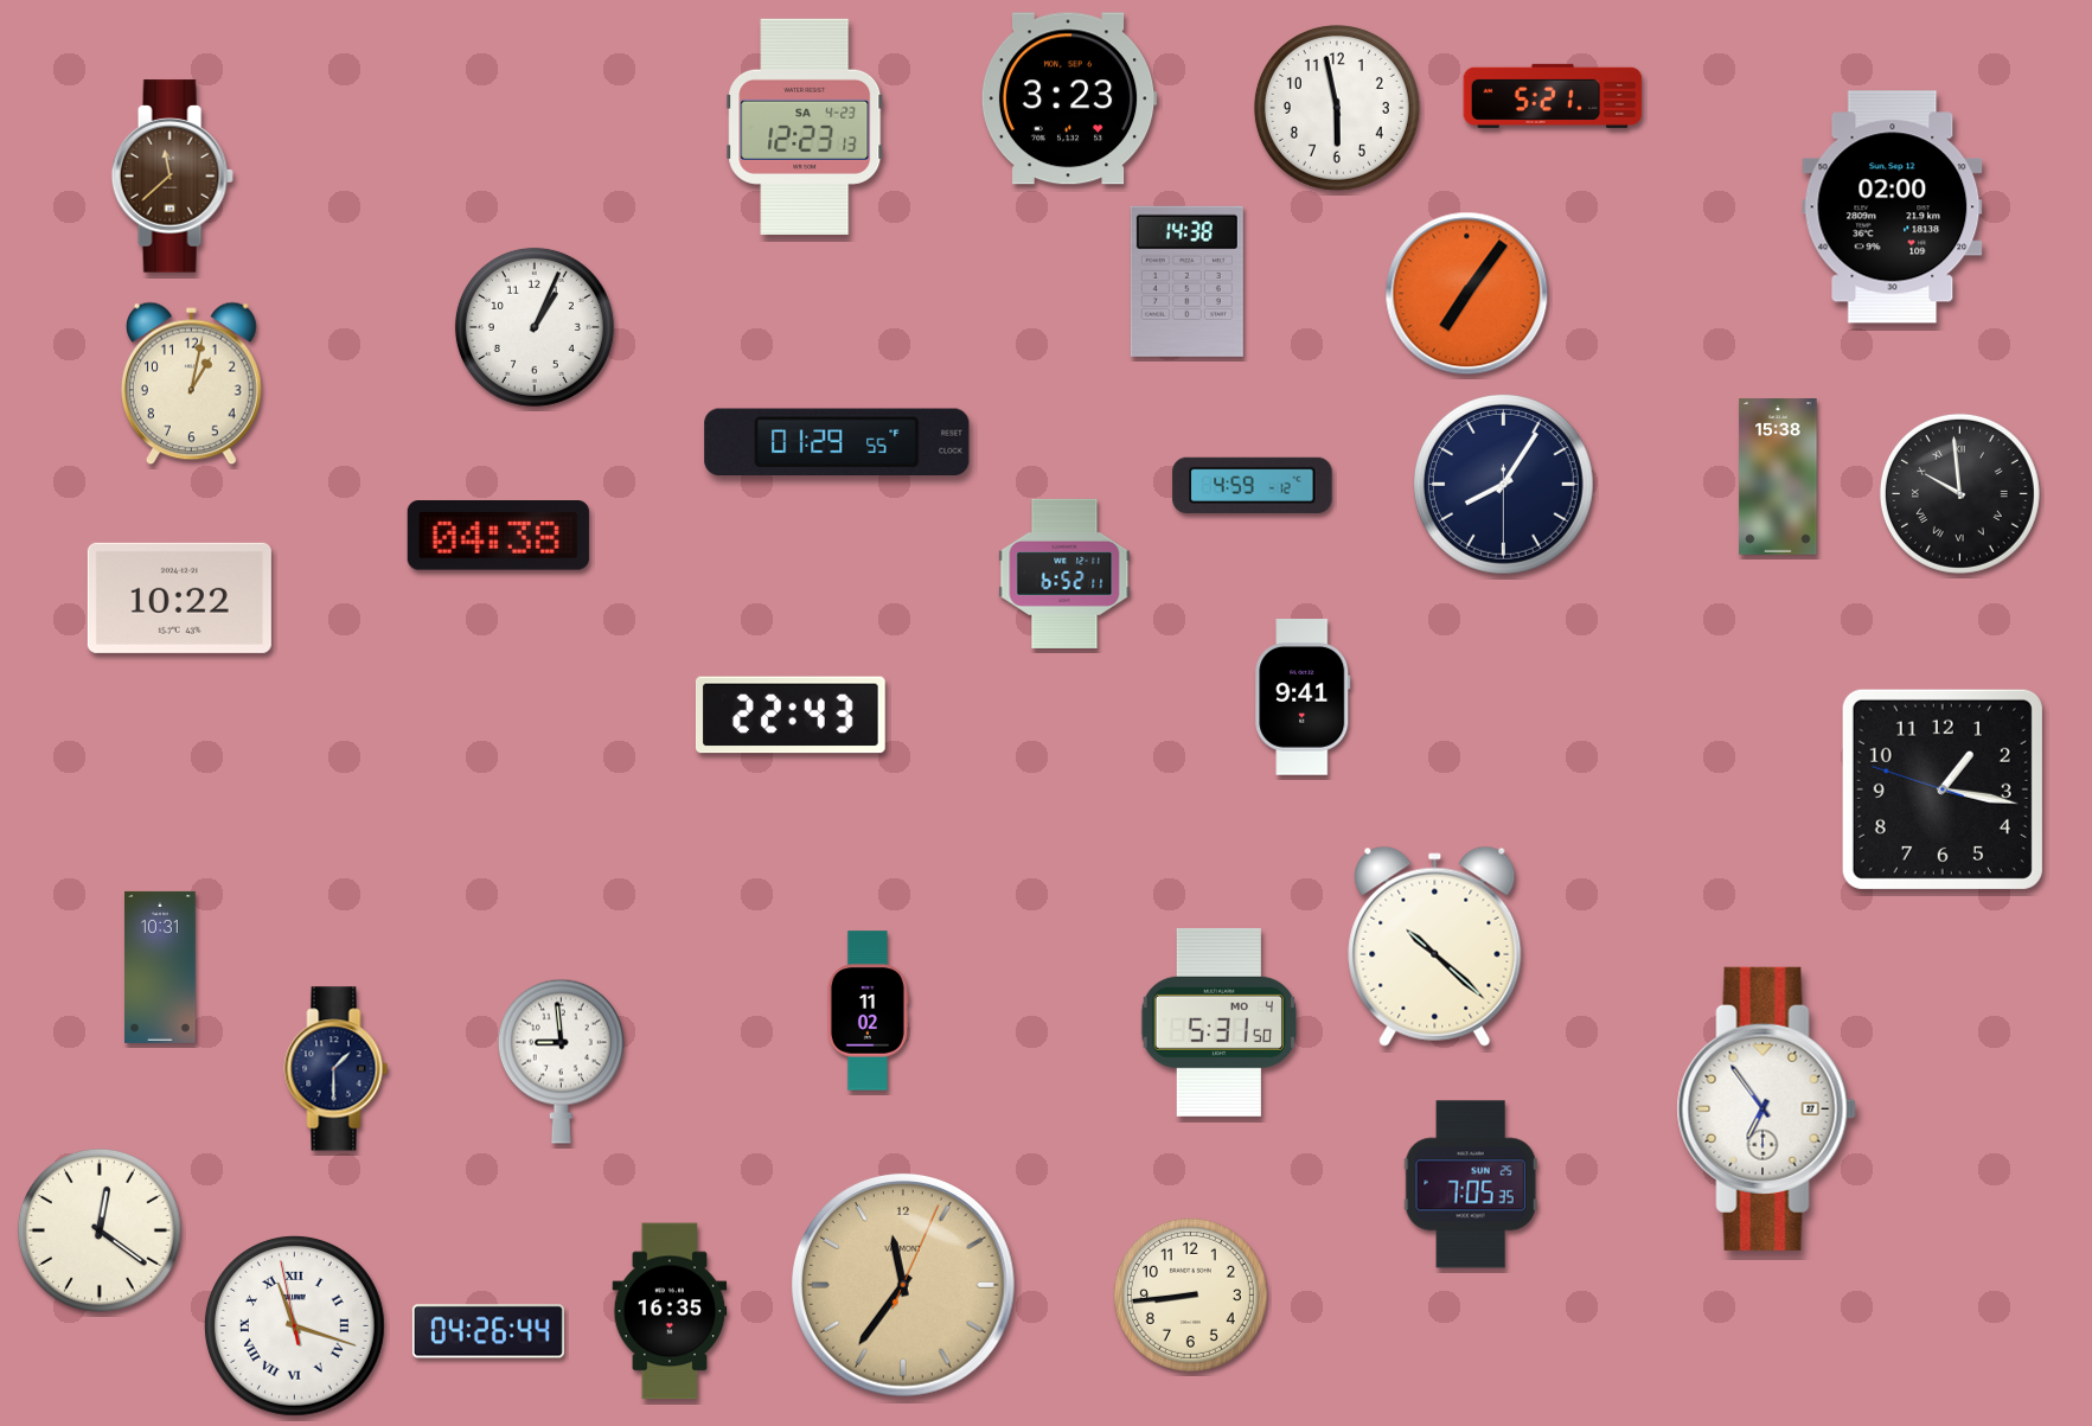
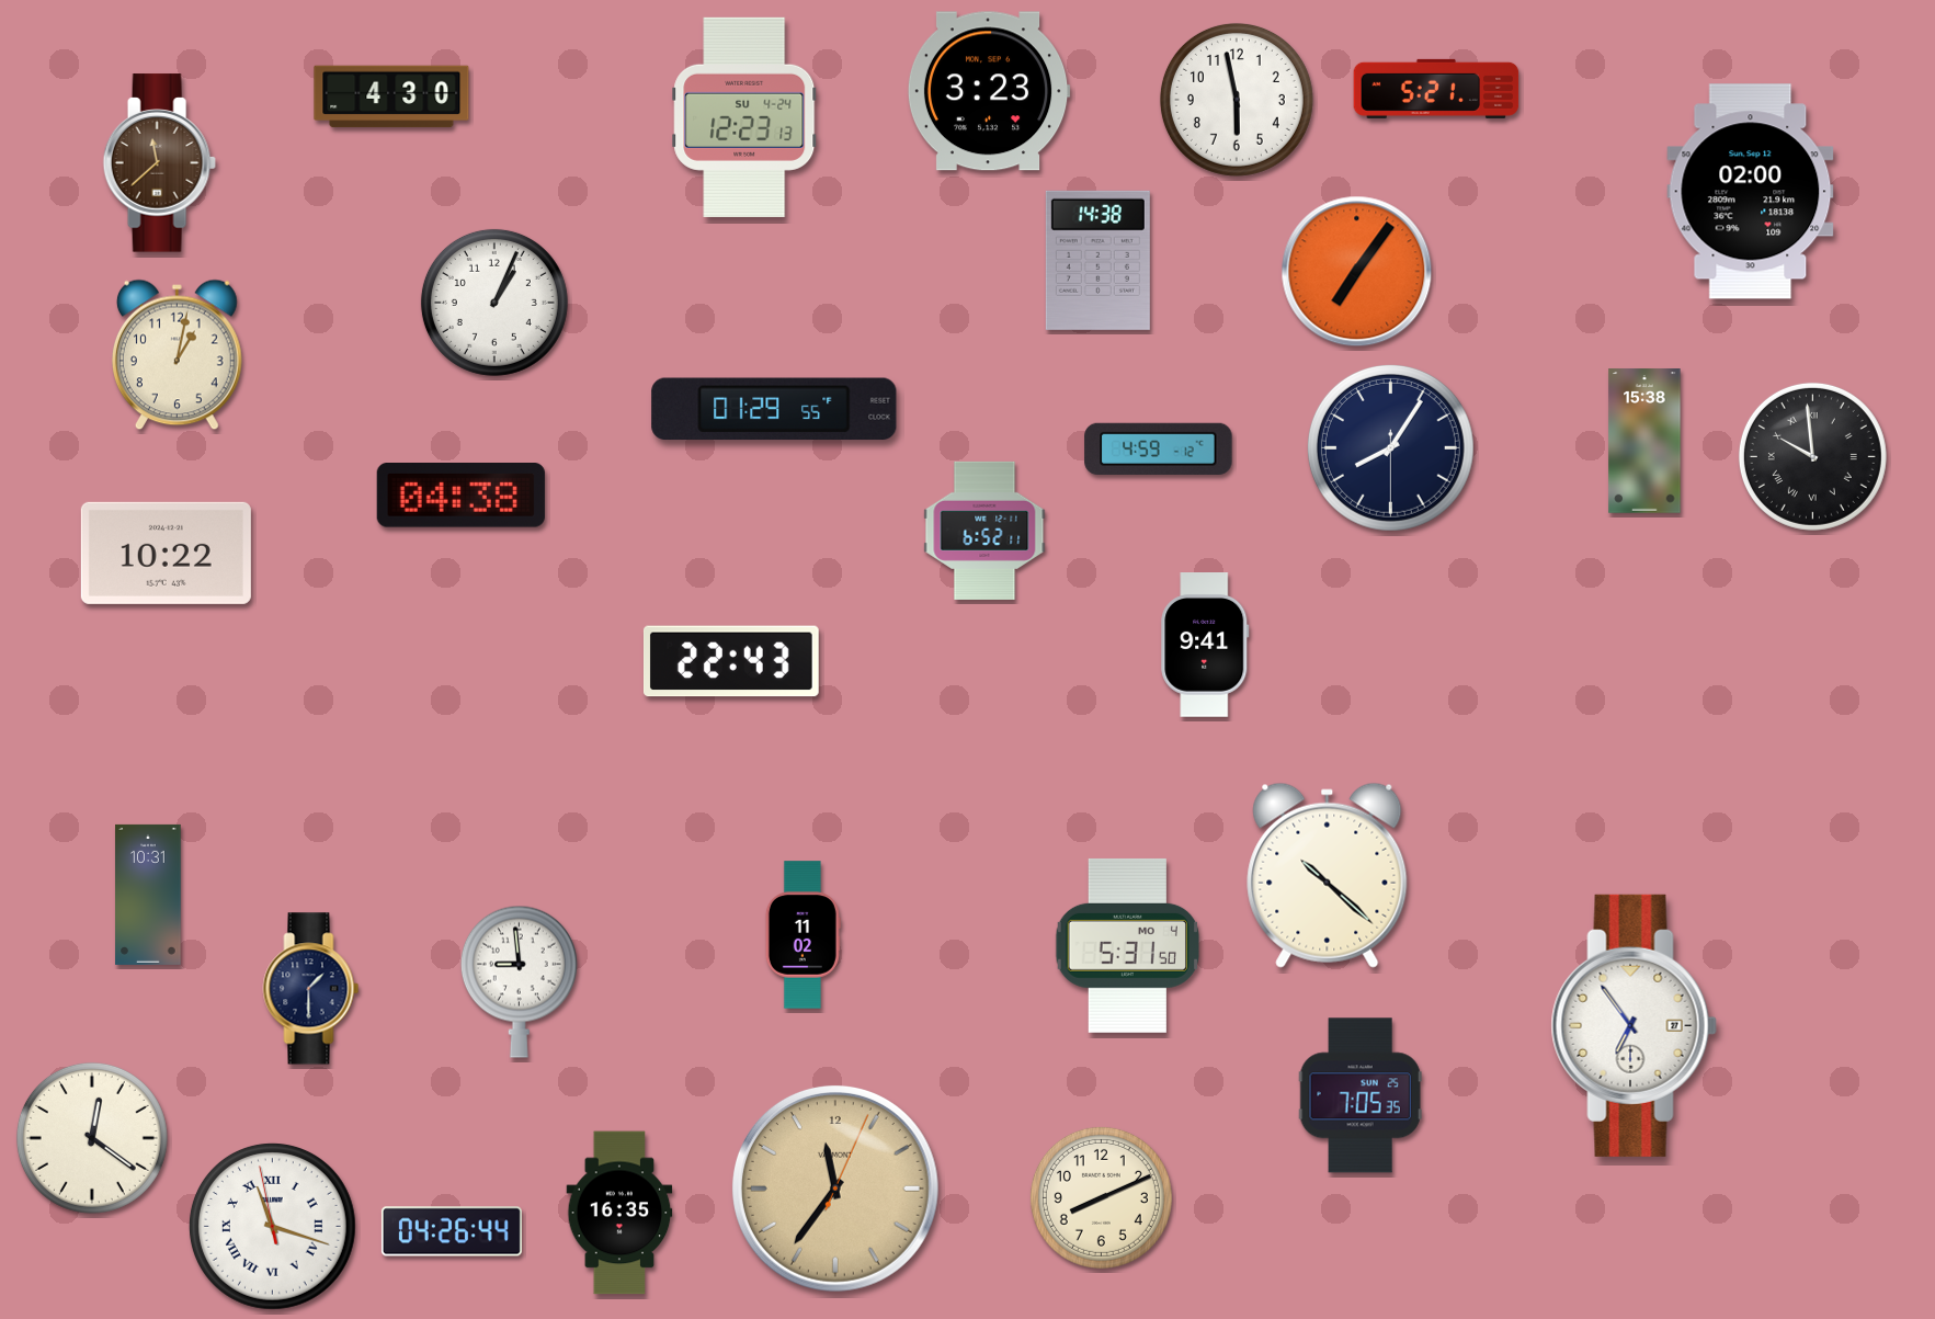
clock at (391, 96): none -> 4:30
clock at (805, 127) date: SA 4-23 -> SU 4-24
clock at (1943, 789): 1:16 -> none
clock at (1190, 1294): 8:44 -> 8:11
